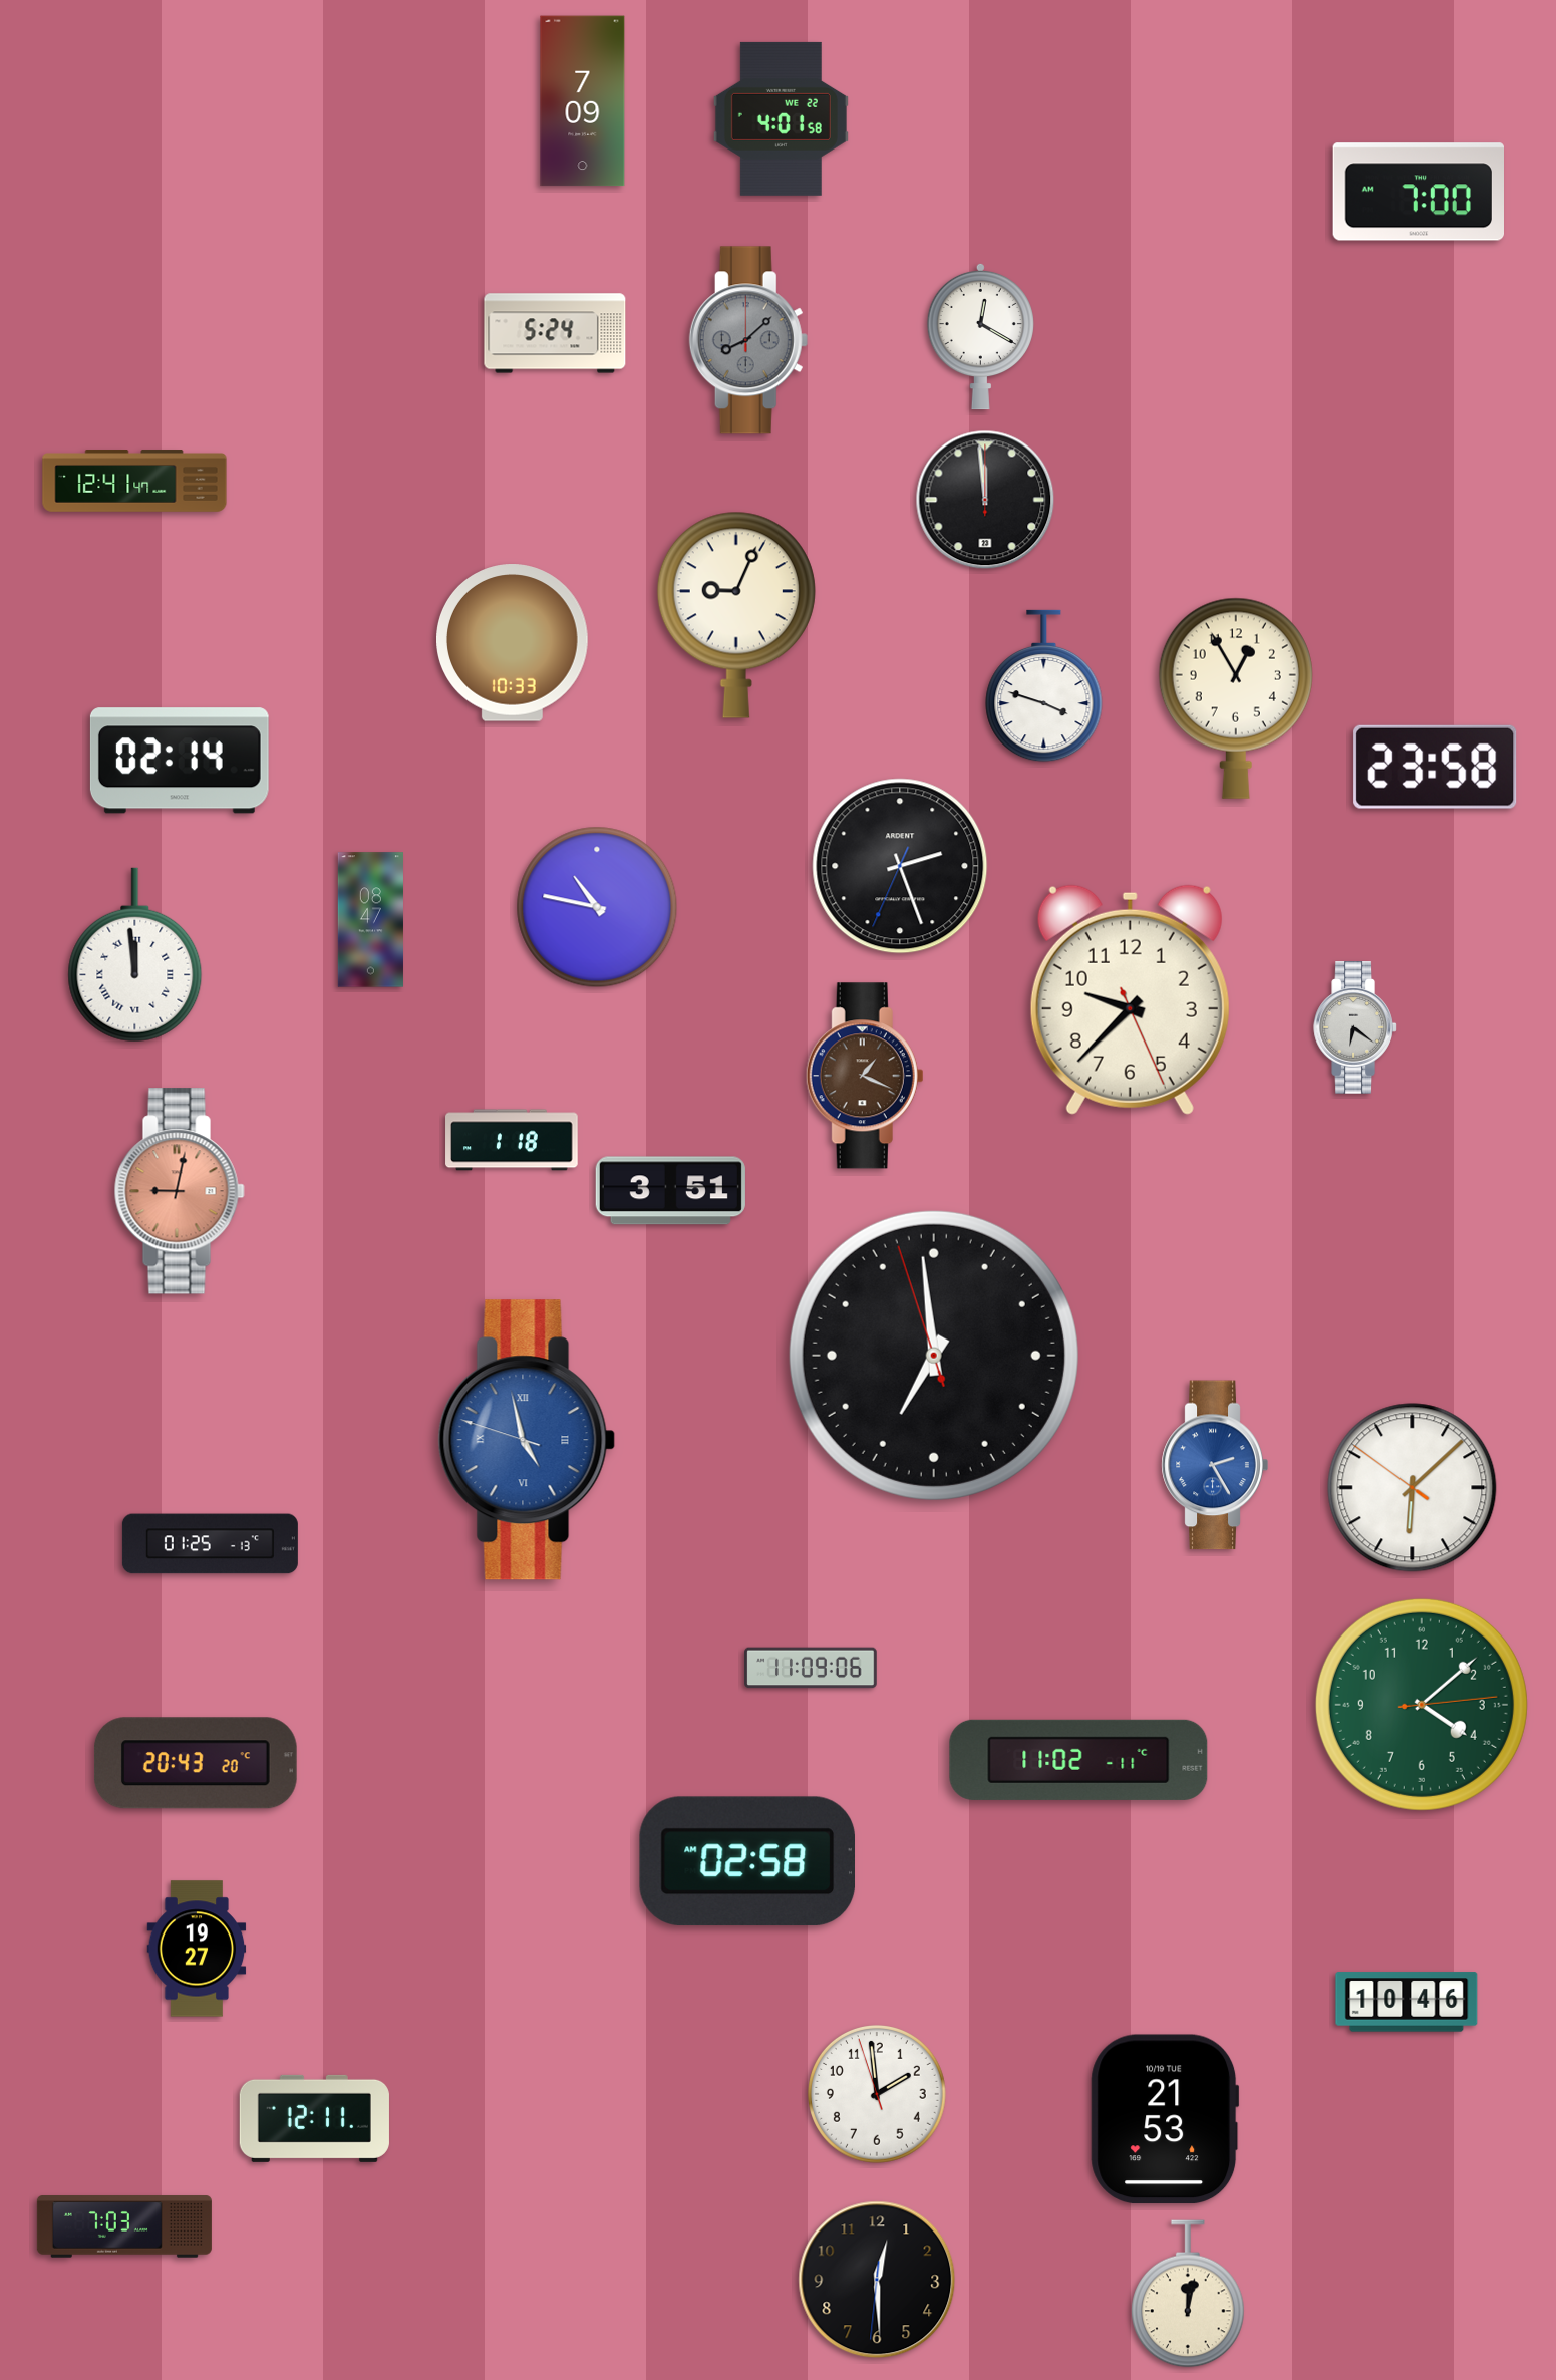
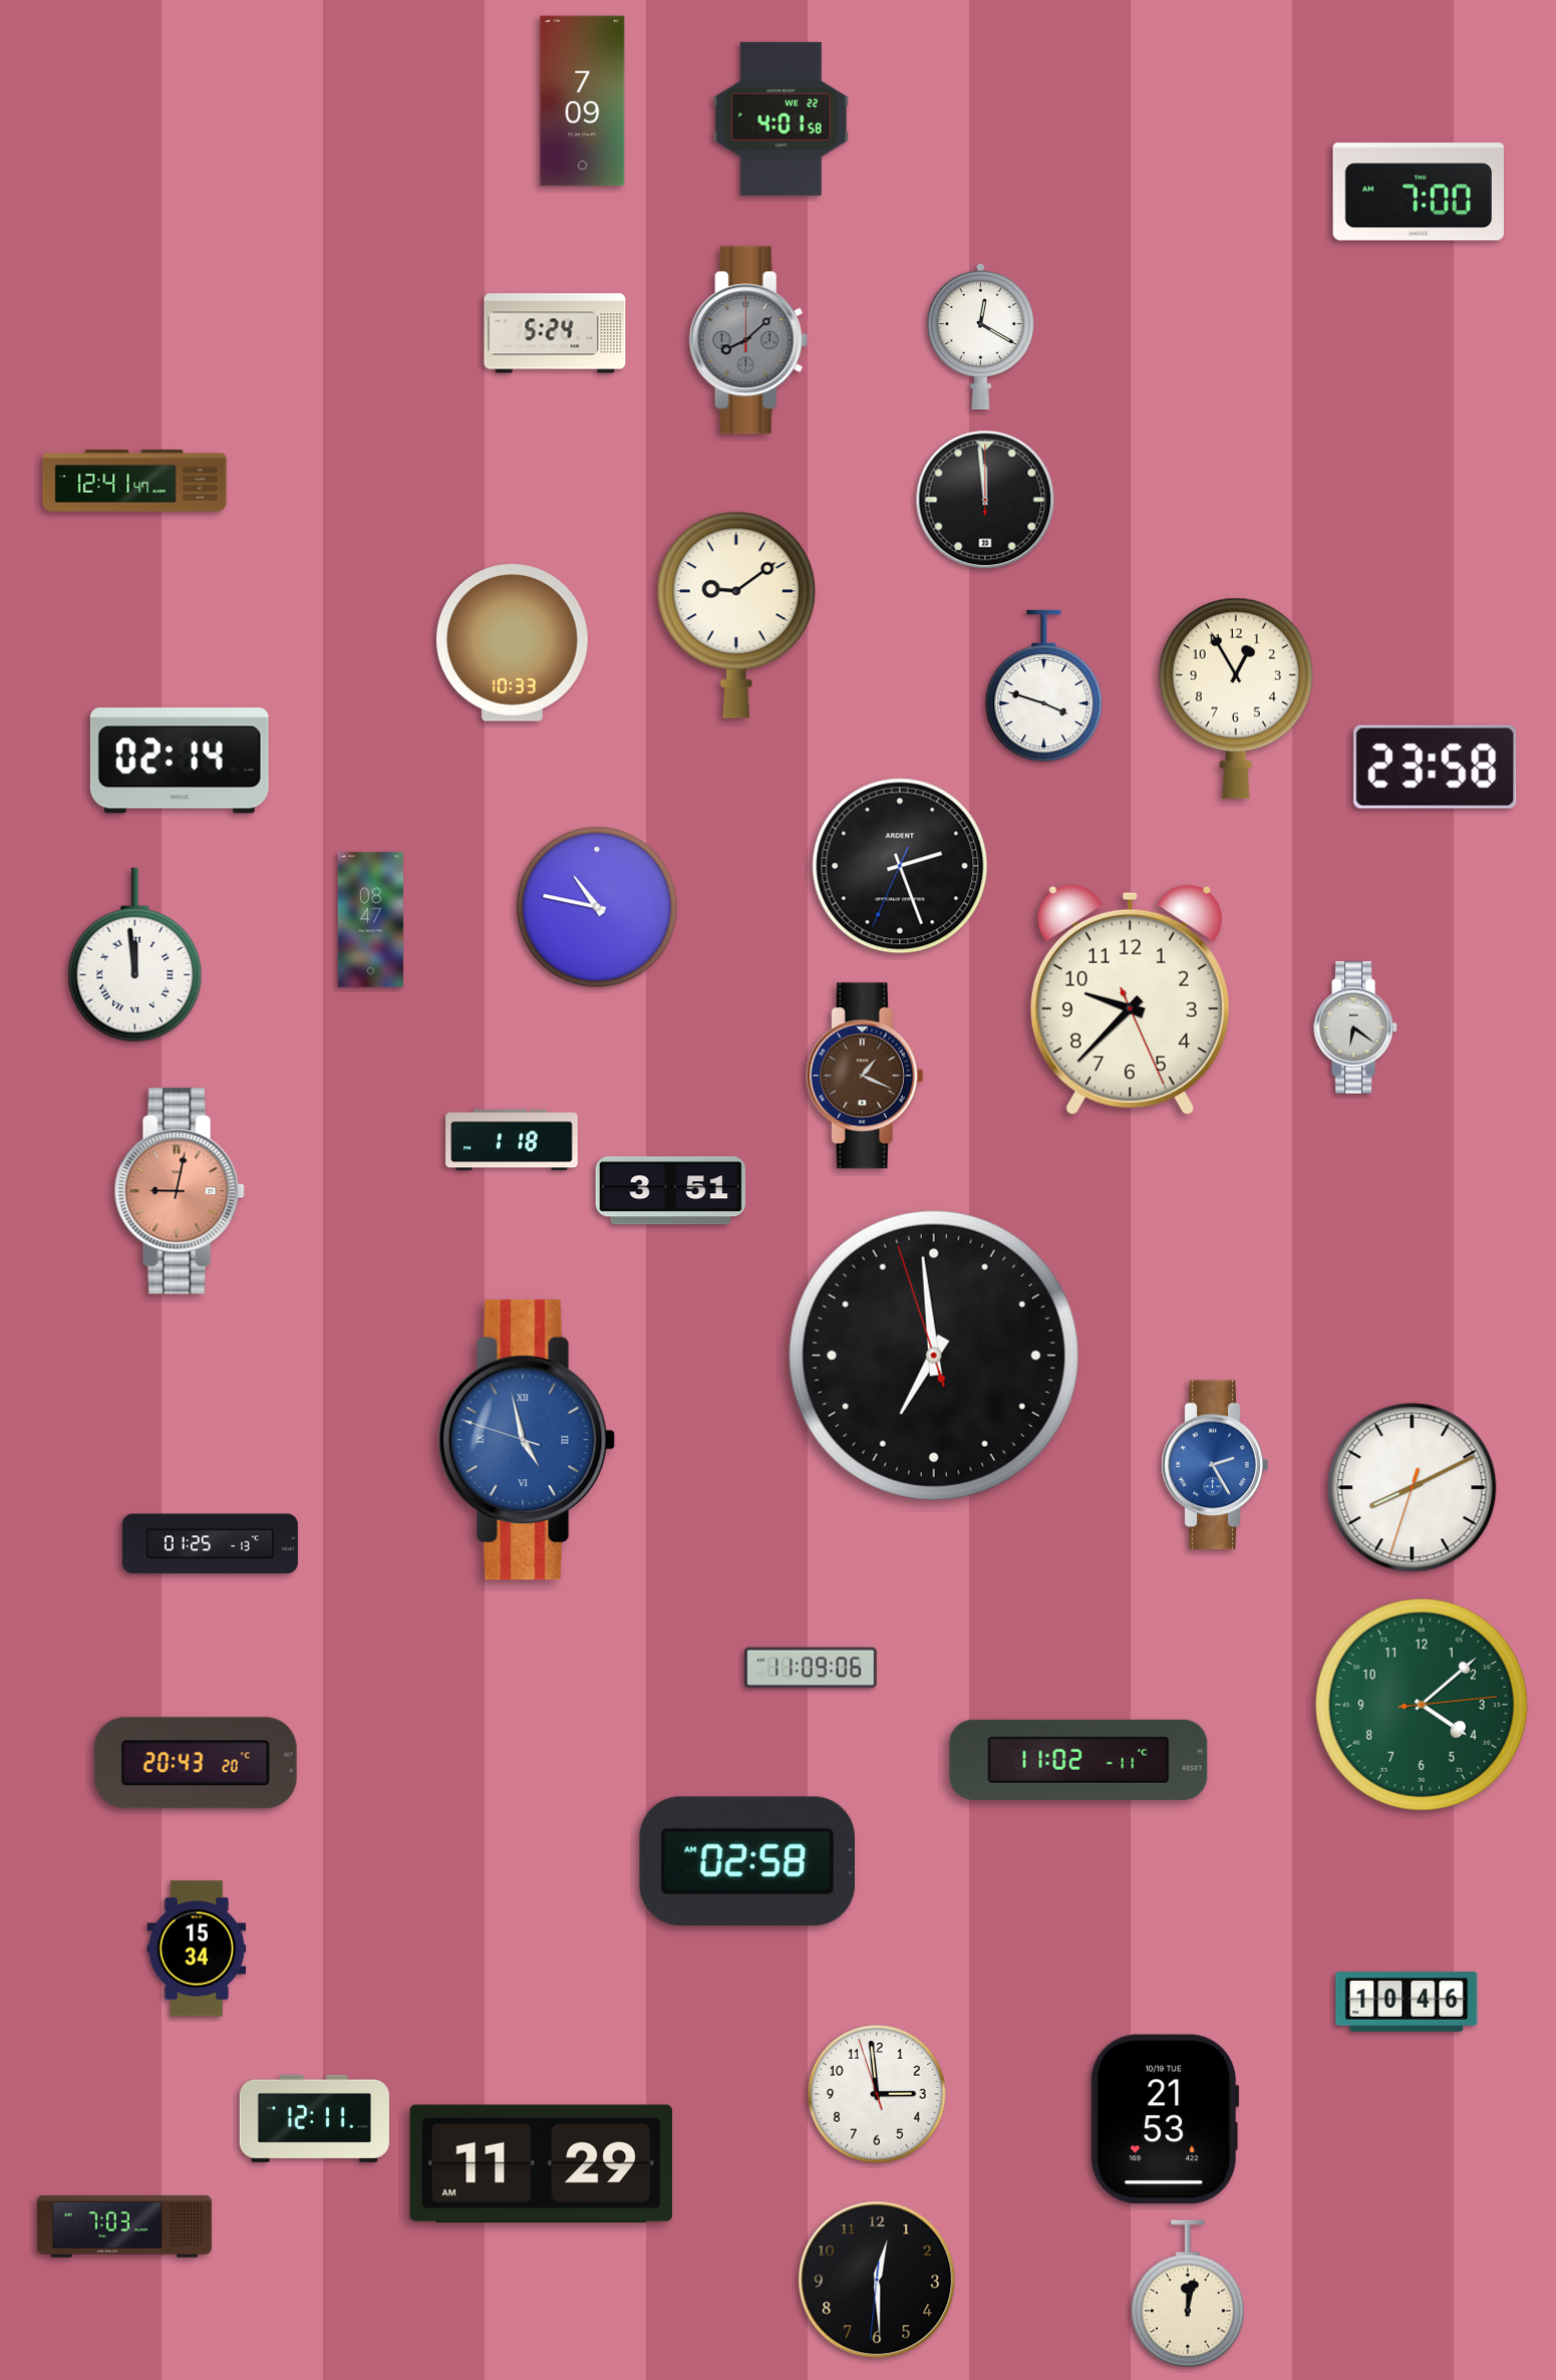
clock at (736, 615): 9:04 -> 9:09
clock at (1413, 1488): 6:07 -> 8:10
clock at (197, 1949): 19:27 -> 15:34
clock at (877, 2094): 1:58 -> 2:58
clock at (541, 2163): none -> 11:29
